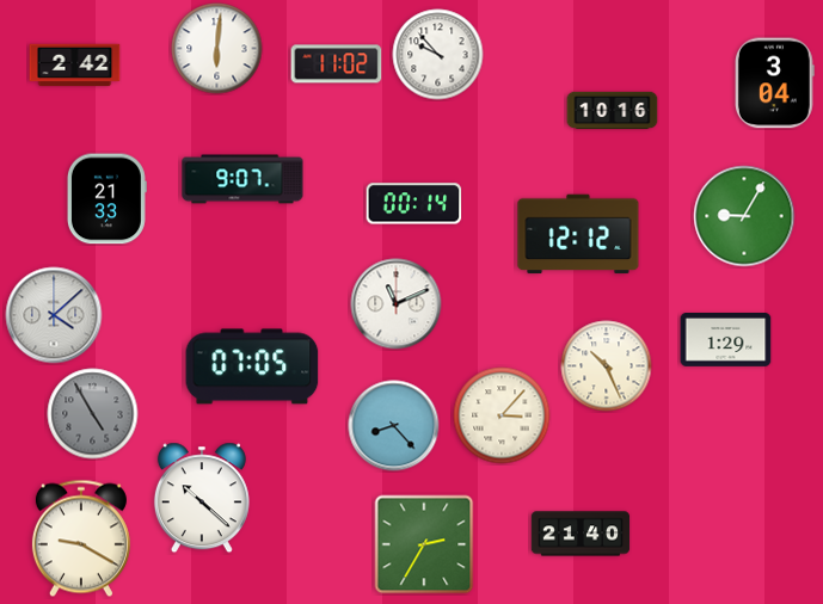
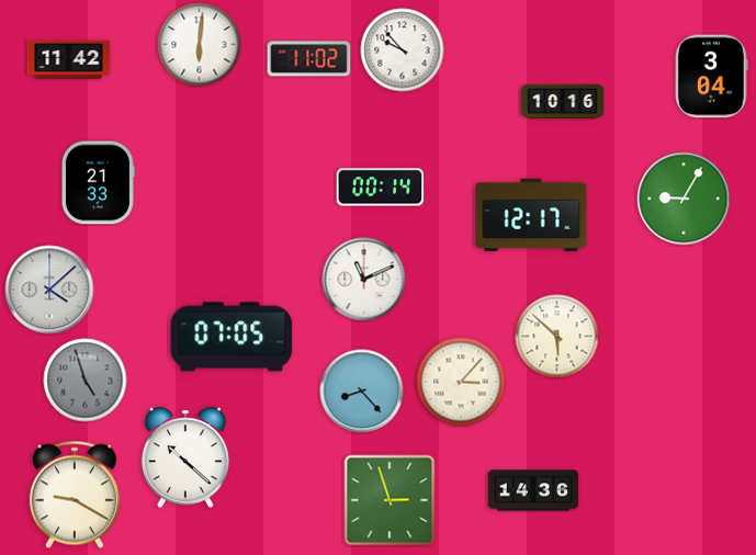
clock at (75, 66): 2:42 -> 11:42
clock at (242, 179): 9:07 -> none
clock at (578, 234): 12:12 -> 12:17
clock at (726, 340): 1:29 -> none
clock at (607, 366): 10:26 -> 5:52
clock at (93, 414): 4:55 -> 4:57
clock at (581, 534): 21:40 -> 14:36
clock at (424, 544): 2:35 -> 2:57
